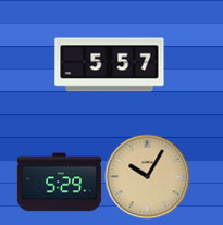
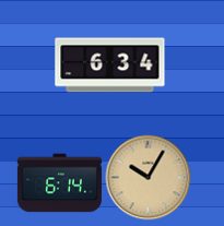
clock at (110, 65): 5:57 -> 6:34
clock at (59, 183): 5:29 -> 6:14
